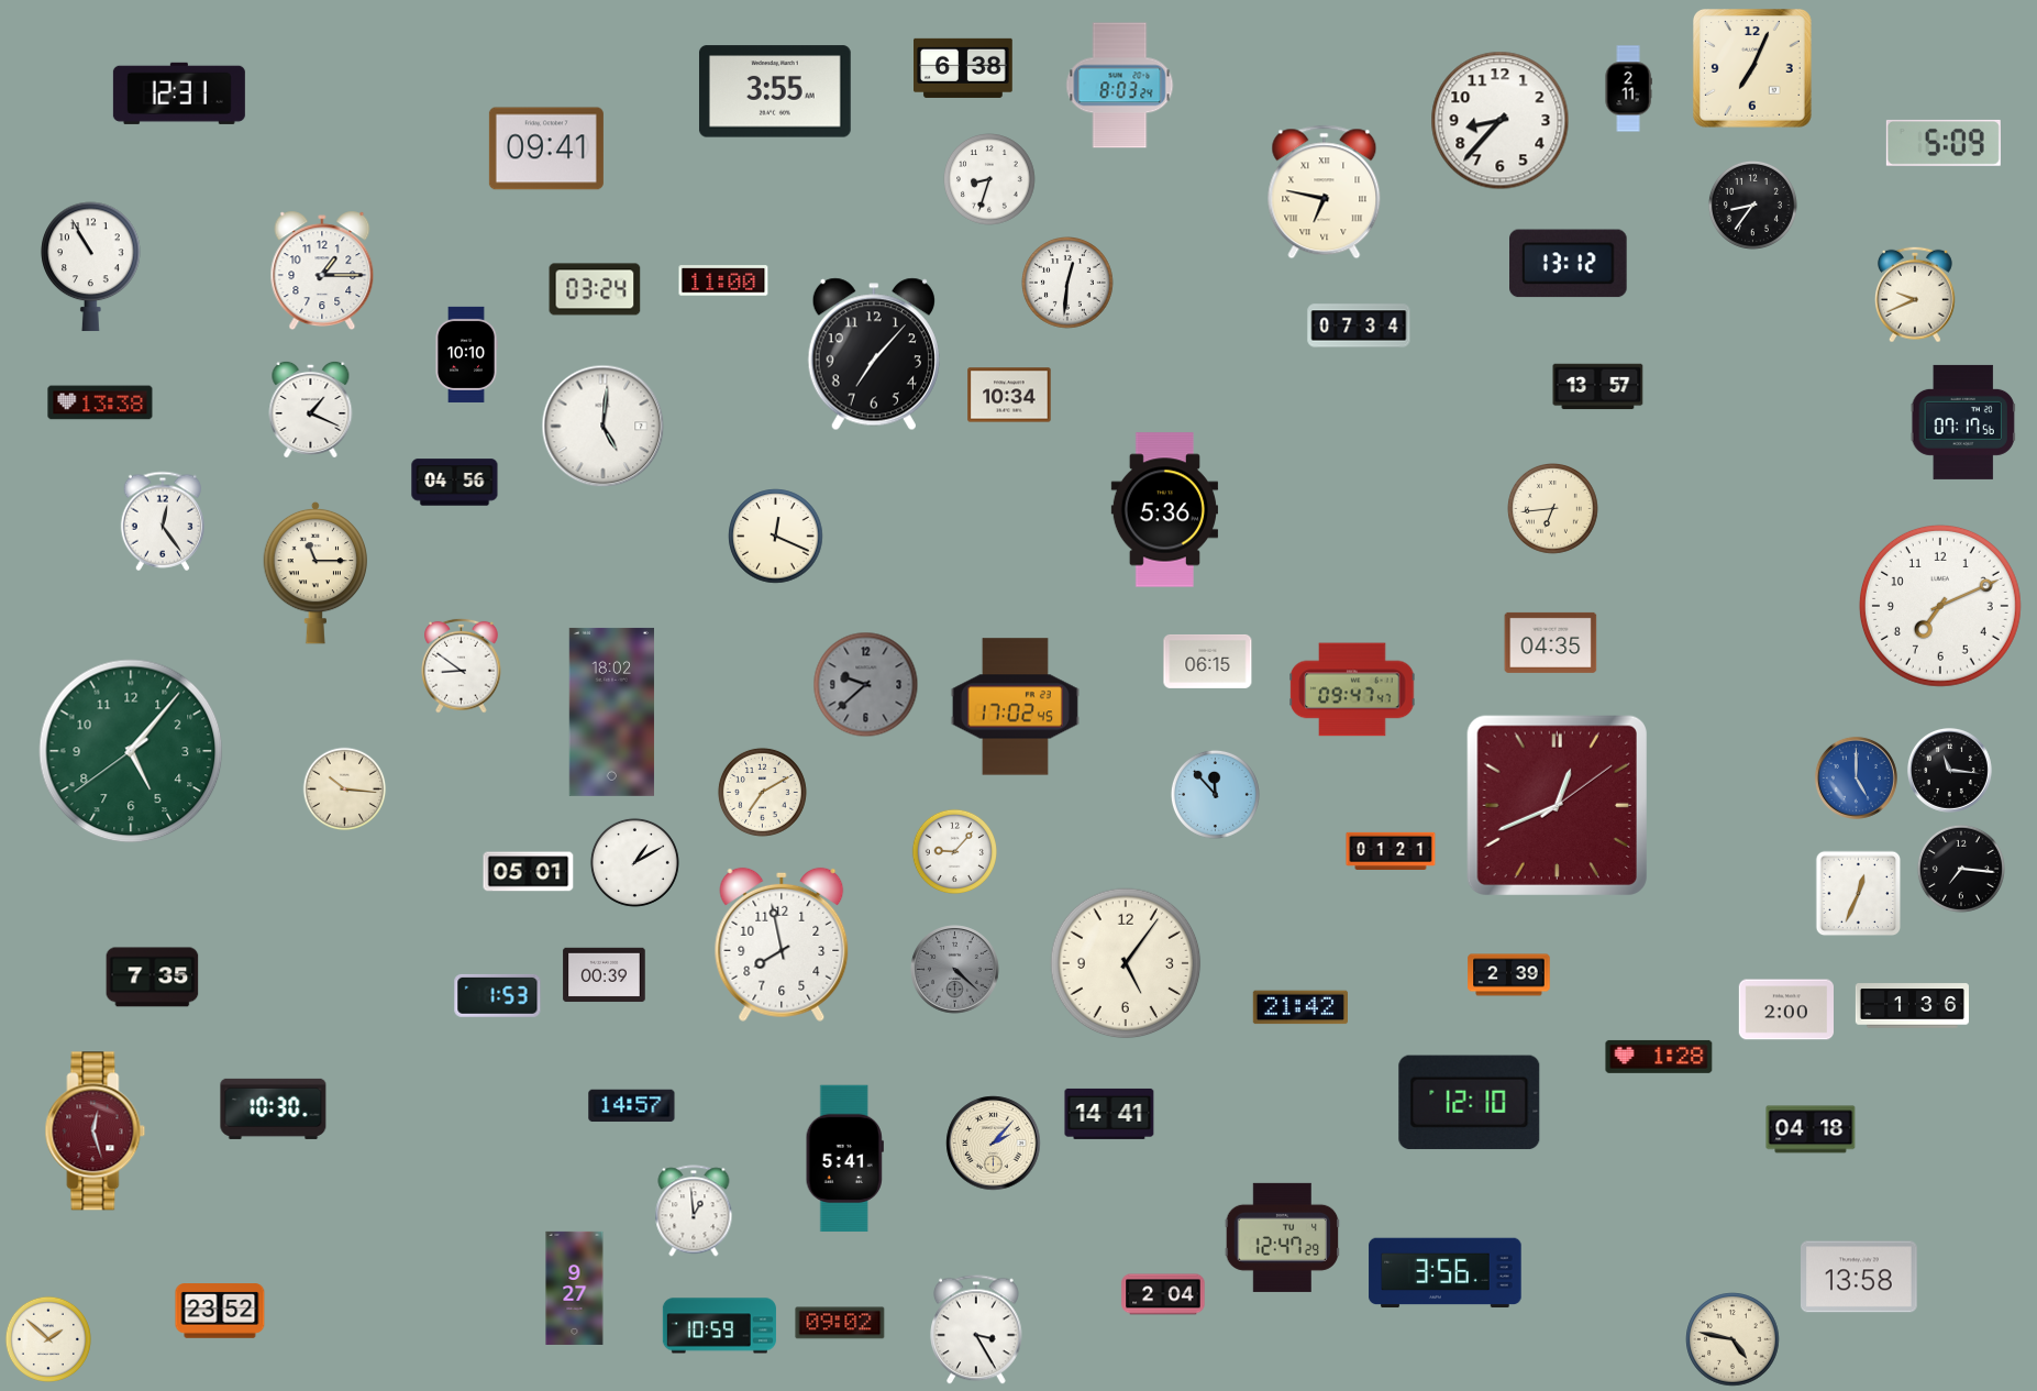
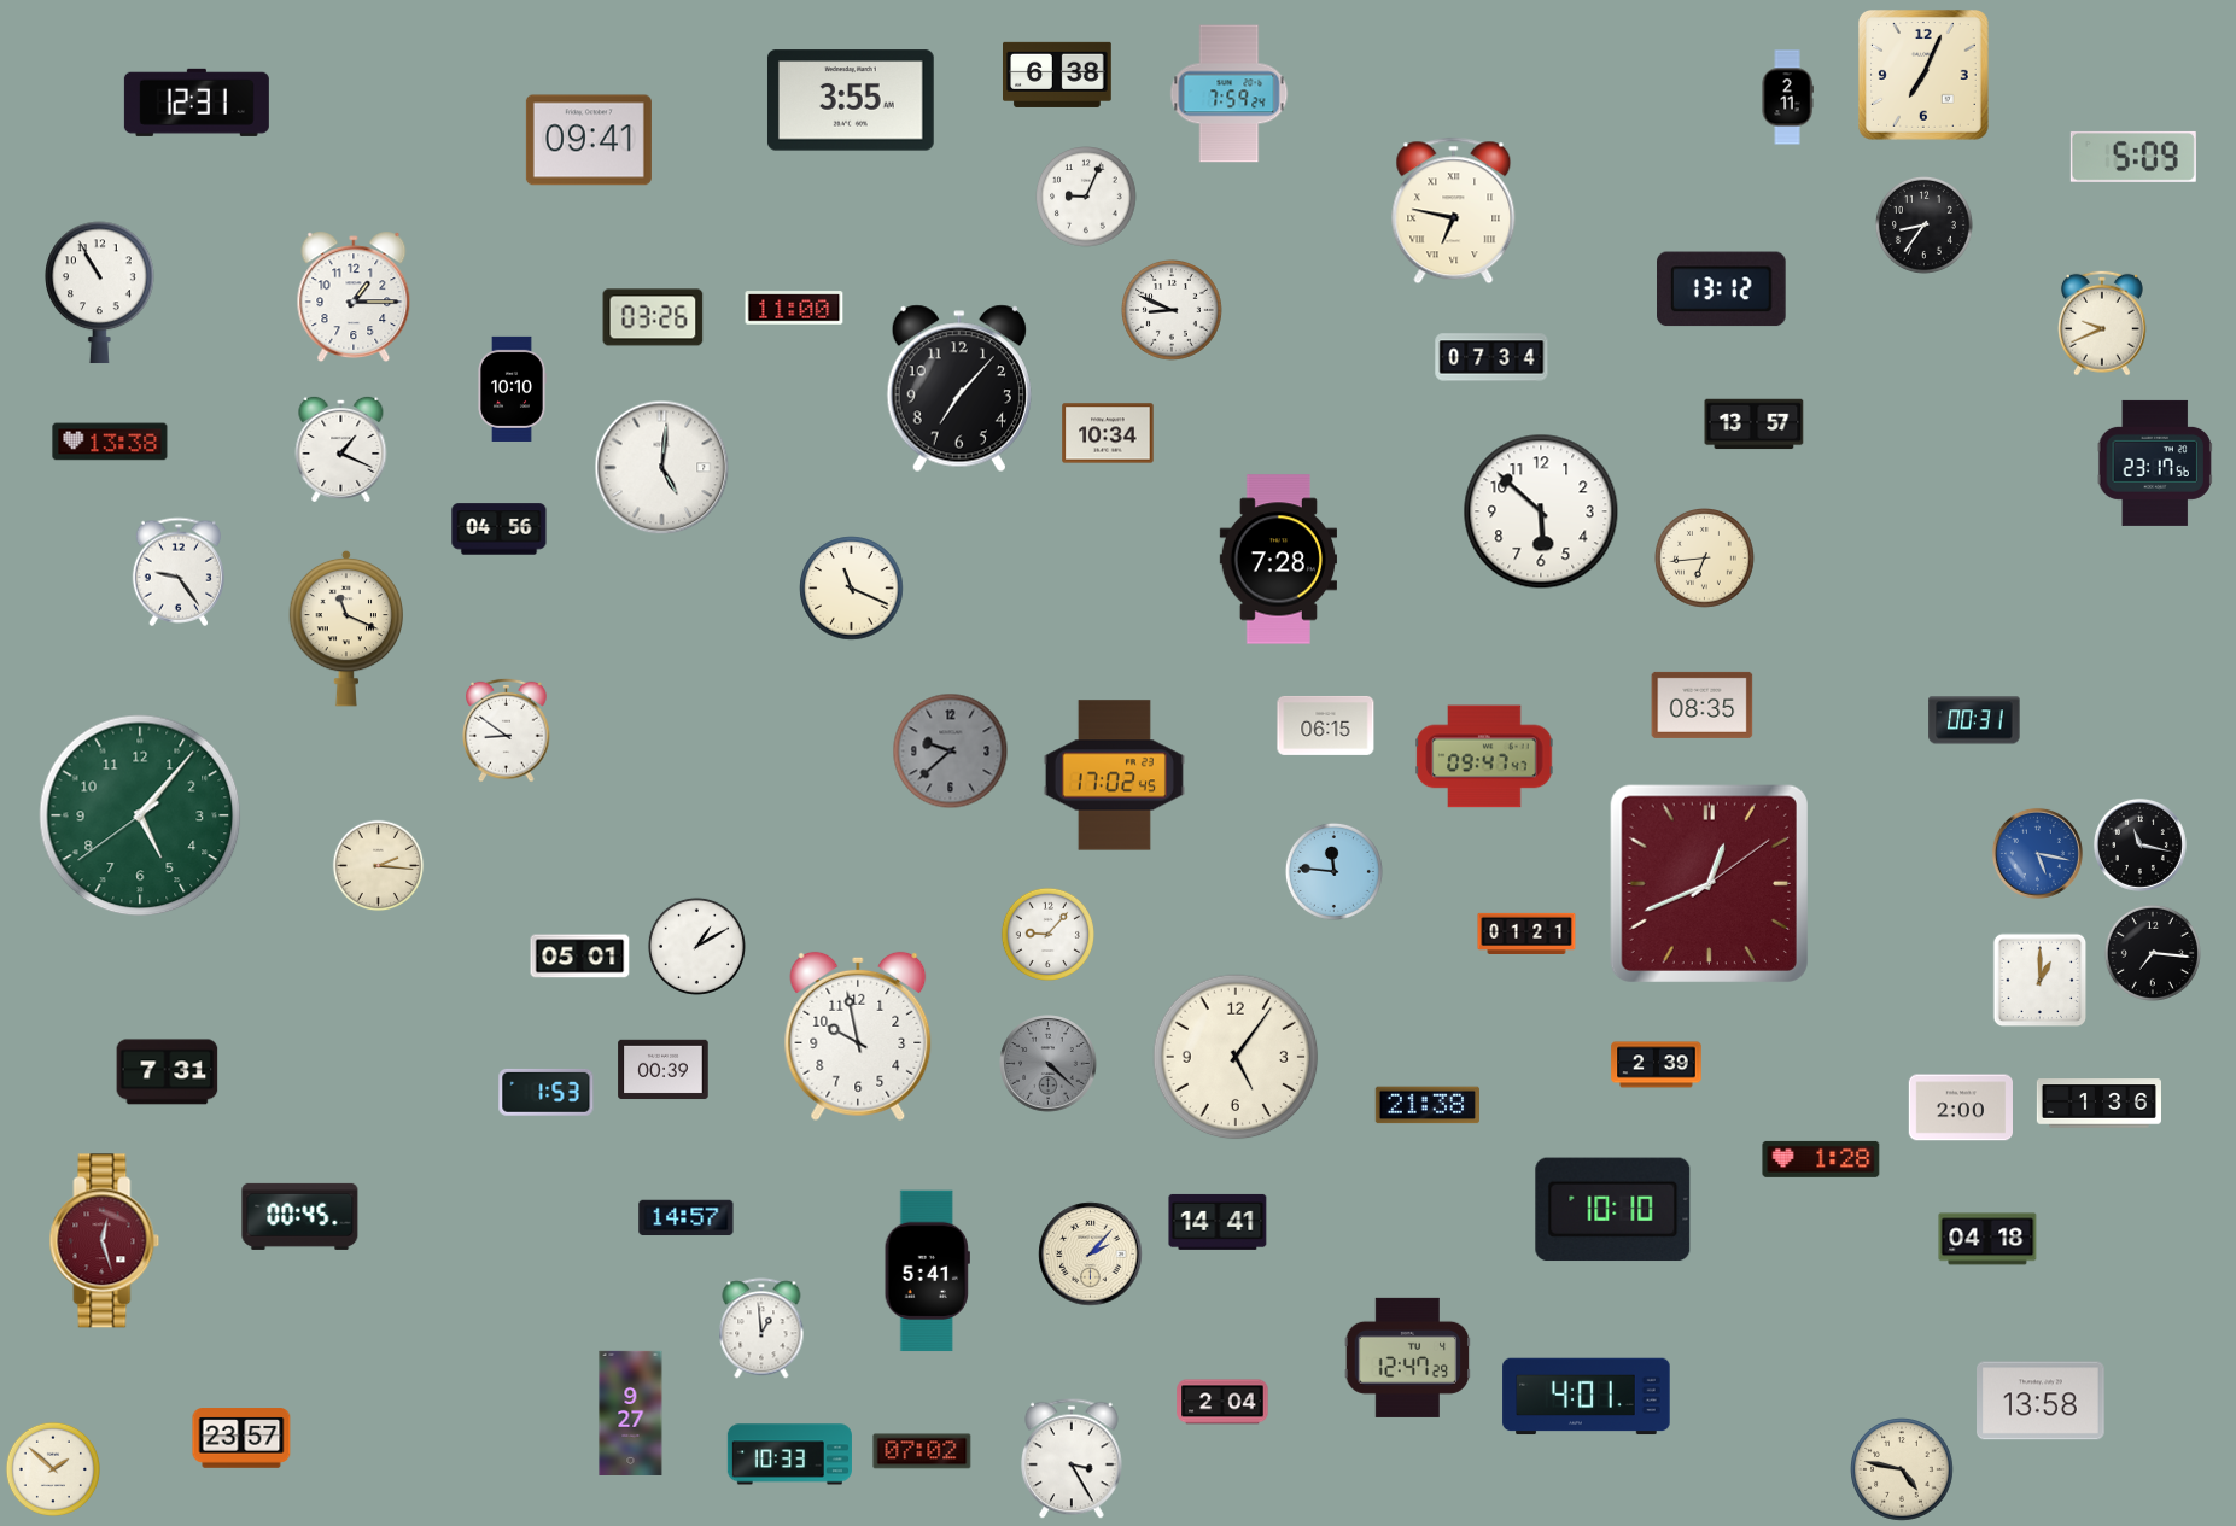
clock at (1120, 86): 8:03 -> 7:59
clock at (1501, 121): 8:37 -> none
clock at (546, 148) position: (546, 148) -> (589, 140)
clock at (990, 180): 8:33 -> 9:04
clock at (1069, 284): 12:31 -> 8:49
clock at (595, 289): 03:24 -> 03:26
clock at (1963, 422): 07:17 -> 23:17
clock at (1541, 511): none -> 5:52
clock at (1164, 510): 5:36 -> 7:28
clock at (162, 521): 12:24 -> 9:24
clock at (776, 537): 12:19 -> 11:19
clock at (315, 573): 11:15 -> 11:19
clock at (1940, 606): 7:11 -> none
clock at (1551, 642): 04:35 -> 08:35
clock at (1974, 720): none -> 00:31
clock at (611, 711): 18:02 -> none
clock at (131, 751) position: (131, 751) -> (140, 815)
clock at (1949, 770): 11:16 -> 11:17
clock at (1856, 777): 5:00 -> 5:17
clock at (345, 790): 10:16 -> 2:16
clock at (762, 792): 7:10 -> none
clock at (1215, 794): 11:53 -> 11:46
clock at (1859, 894): 12:34 -> 1:00
clock at (782, 945): 7:58 -> 9:58
clock at (1509, 975) position: (1509, 975) -> (1657, 1065)
clock at (153, 978): 7:35 -> 7:31
clock at (1299, 1007): 21:42 -> 21:38
clock at (1470, 1103): 12:10 -> 10:10
clock at (632, 1106) position: (632, 1106) -> (687, 1218)
clock at (274, 1108): 10:30 -> 00:45
clock at (1446, 1273): 3:56 -> 4:01
clock at (1163, 1294) position: (1163, 1294) -> (1222, 1402)
clock at (220, 1311): 23:52 -> 23:57
clock at (840, 1323): 09:02 -> 07:02
clock at (719, 1326): 10:59 -> 10:33
